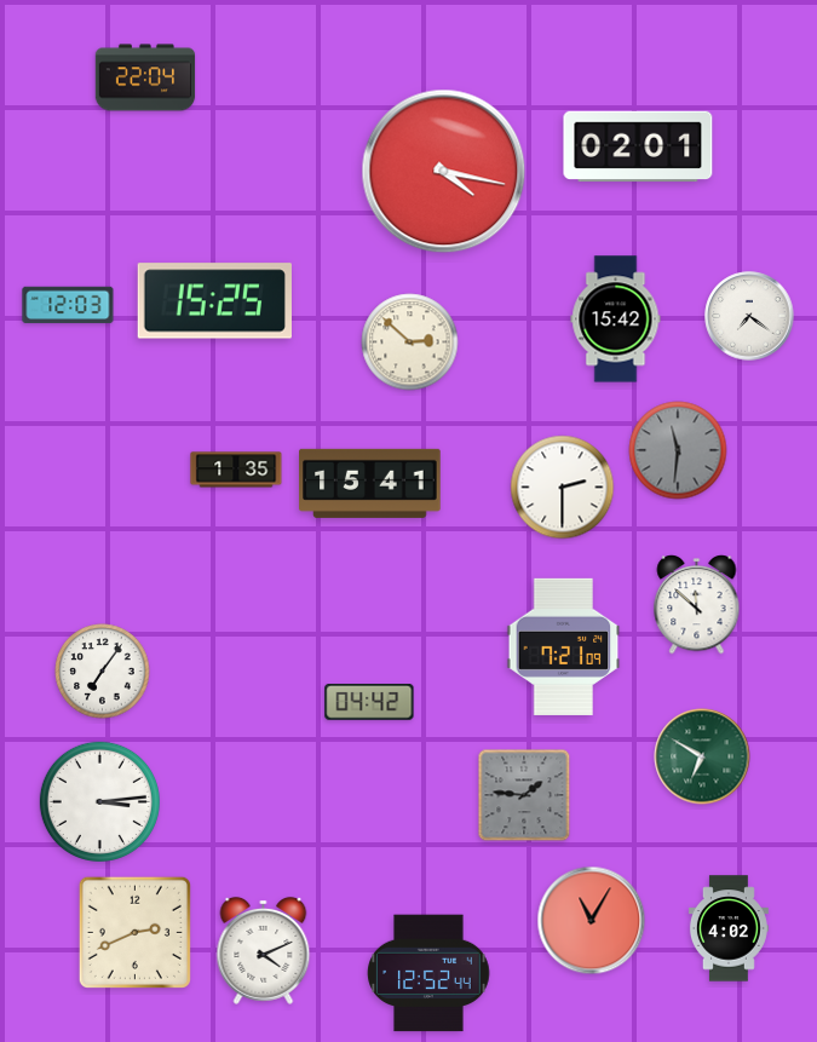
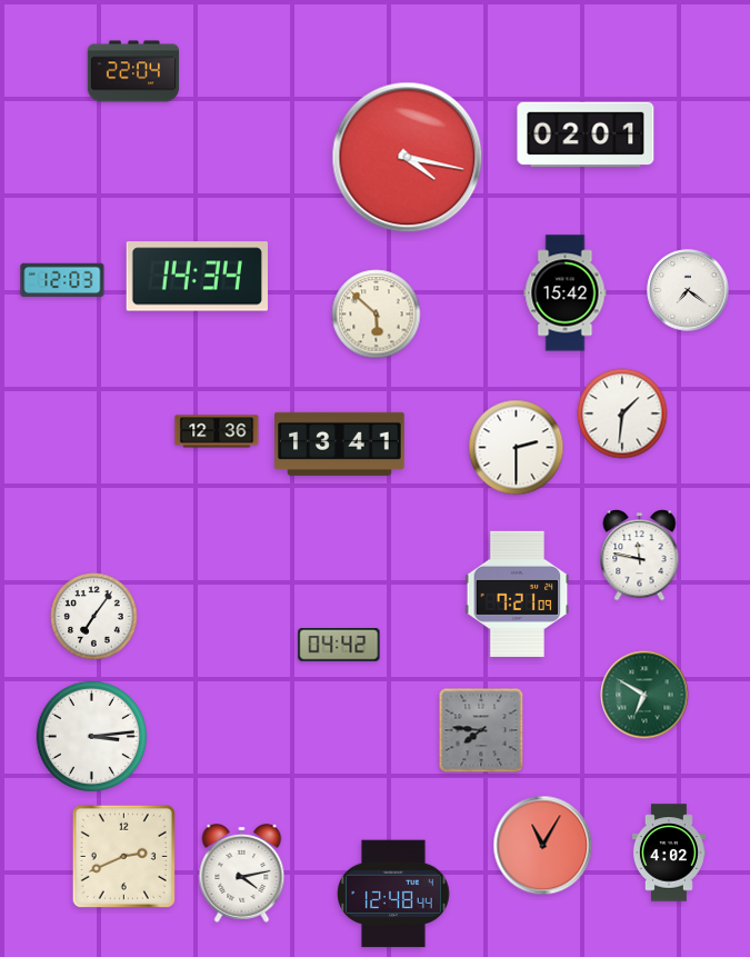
clock at (214, 301): 15:25 -> 14:34
clock at (410, 342): 2:52 -> 5:52
clock at (678, 450): 11:31 -> 1:31
clock at (678, 450) dial: grey -> white
clock at (236, 470): 1:35 -> 12:36
clock at (370, 483): 15:41 -> 13:41
clock at (697, 605): 11:52 -> 11:47
clock at (524, 795): 1:46 -> 7:46
clock at (264, 950): 4:11 -> 4:13
clock at (428, 973): 12:52 -> 12:48
